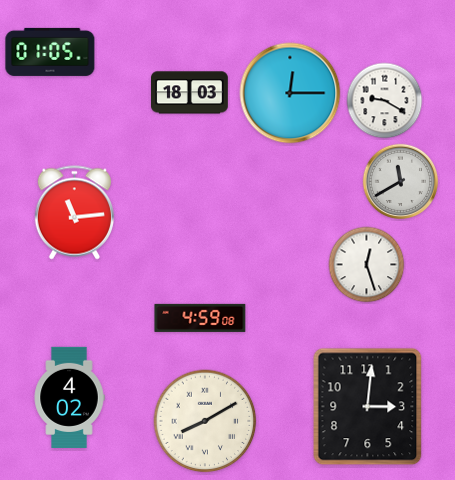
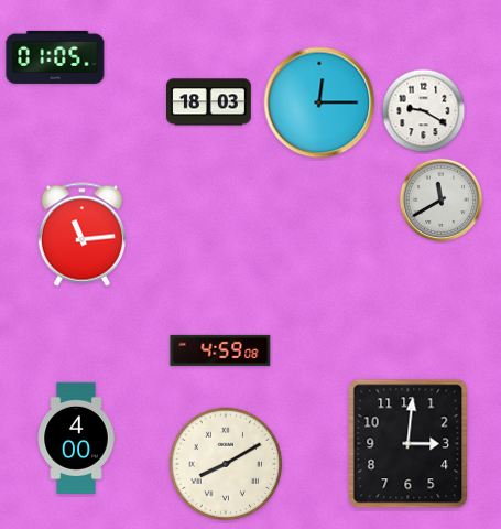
clock at (367, 265): 12:27 -> none
clock at (69, 397): 4:02 -> 4:00
clock at (368, 407) position: (368, 407) -> (409, 444)
